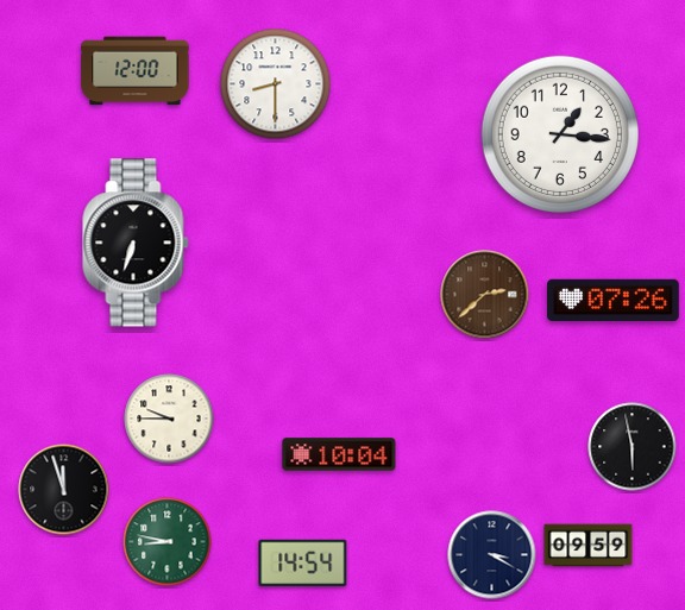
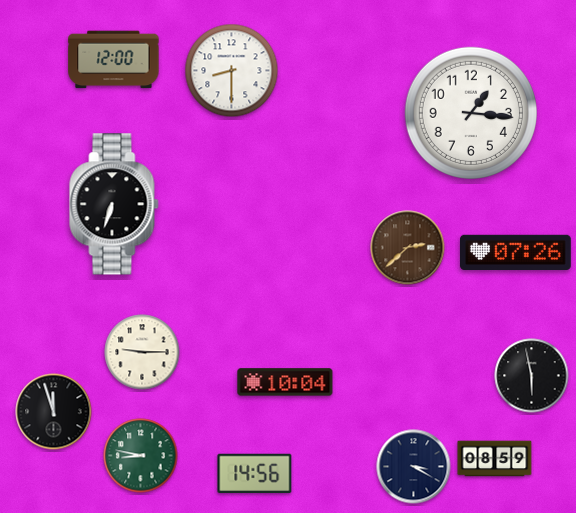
clock at (169, 419): 9:45 -> 9:15
clock at (589, 546): 09:59 -> 08:59
clock at (303, 562): 14:54 -> 14:56
